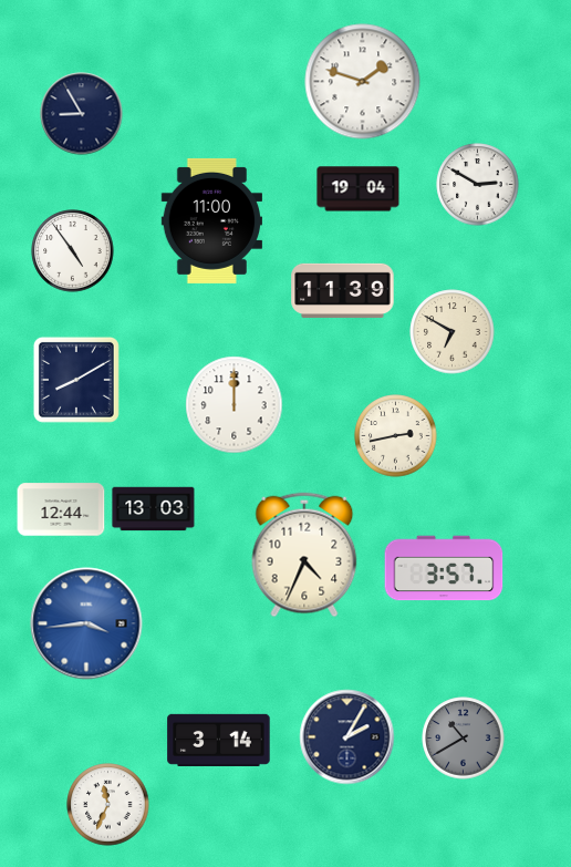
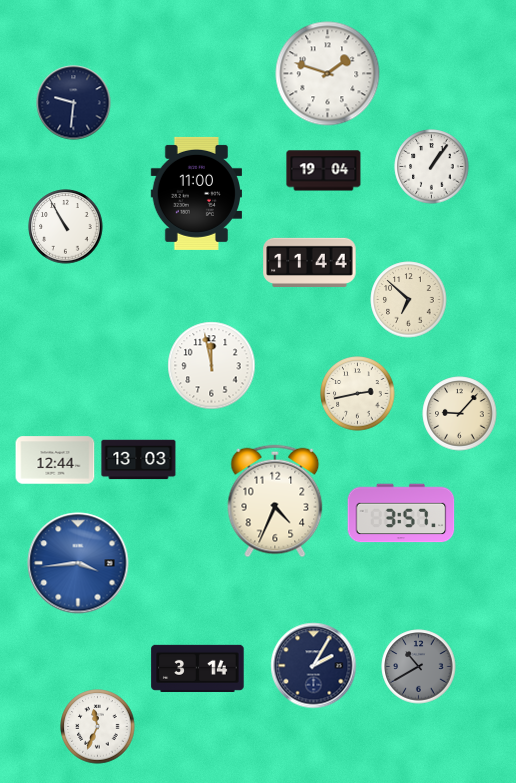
clock at (82, 114): 8:55 -> 9:31
clock at (478, 185): 2:50 -> 1:06
clock at (211, 220) position: (211, 220) -> (196, 193)
clock at (73, 251): 4:54 -> 10:55
clock at (343, 290): 11:39 -> 11:44
clock at (453, 332): 6:50 -> 6:52
clock at (76, 380): 8:10 -> none
clock at (235, 405): 12:00 -> 11:58
clock at (460, 414): none -> 9:07
